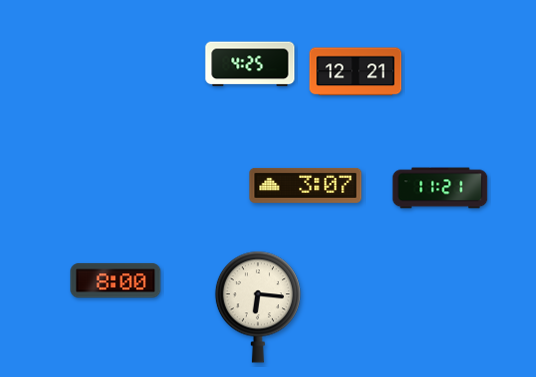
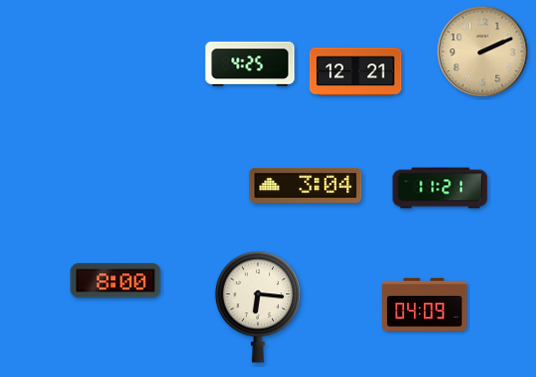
clock at (483, 52): none -> 2:11
clock at (306, 185): 3:07 -> 3:04
clock at (425, 304): none -> 04:09
